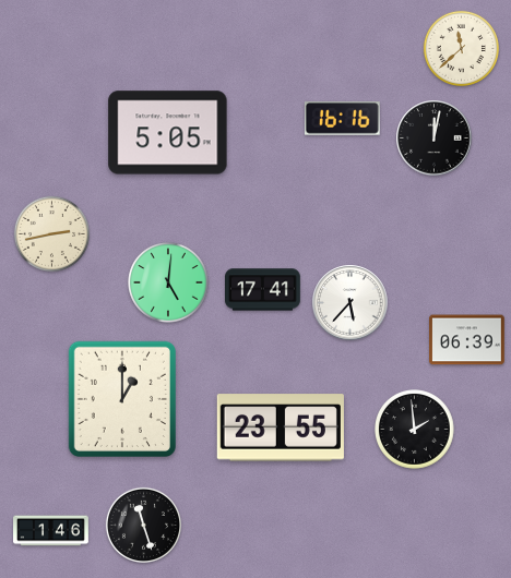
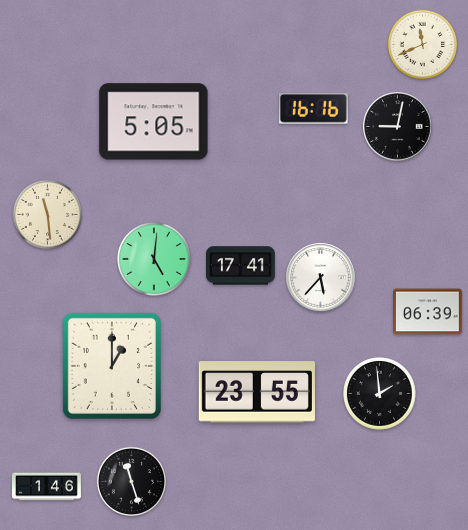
clock at (461, 48): 11:38 -> 11:41
clock at (435, 139): 12:02 -> 9:02
clock at (51, 233): 2:43 -> 11:29
